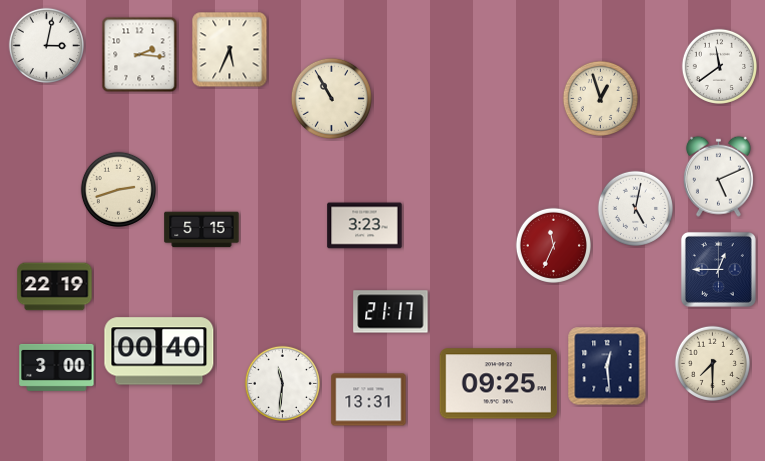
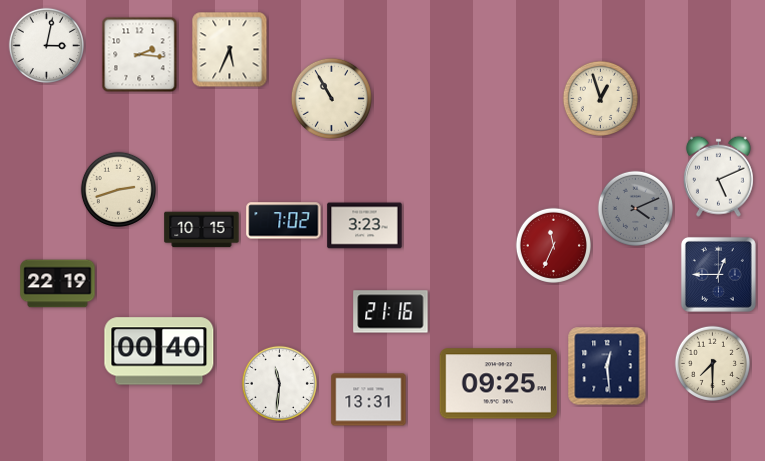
clock at (719, 66): 11:39 -> none
clock at (635, 208): 5:02 -> 4:11
clock at (635, 208) dial: white -> grey
clock at (284, 221): none -> 7:02
clock at (202, 230): 5:15 -> 10:15
clock at (718, 269) position: (718, 269) -> (718, 274)
clock at (55, 287) position: (55, 287) -> (58, 284)
clock at (391, 312): 21:17 -> 21:16
clock at (57, 367): 3:00 -> none
clock at (282, 383) position: (282, 383) -> (279, 383)
